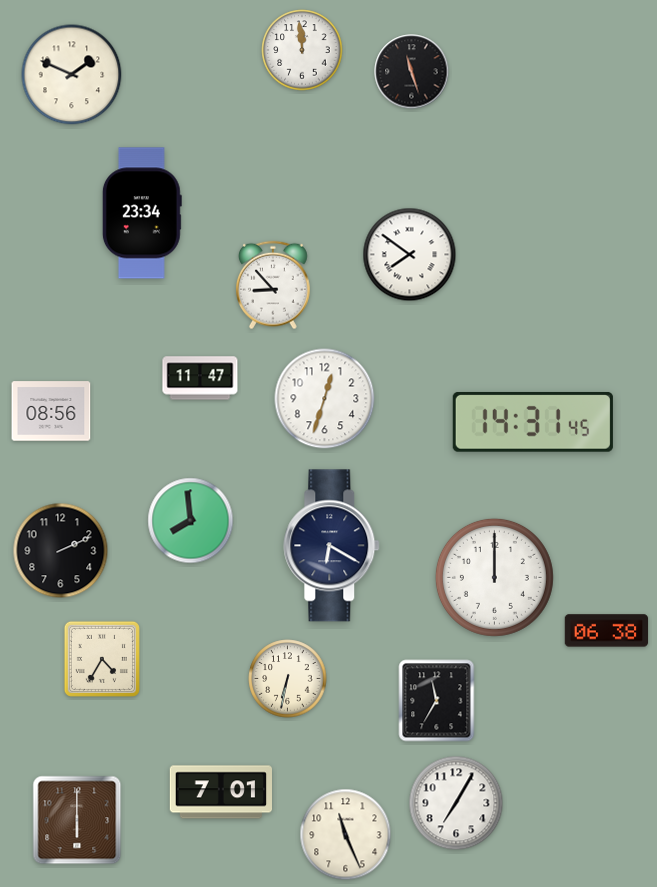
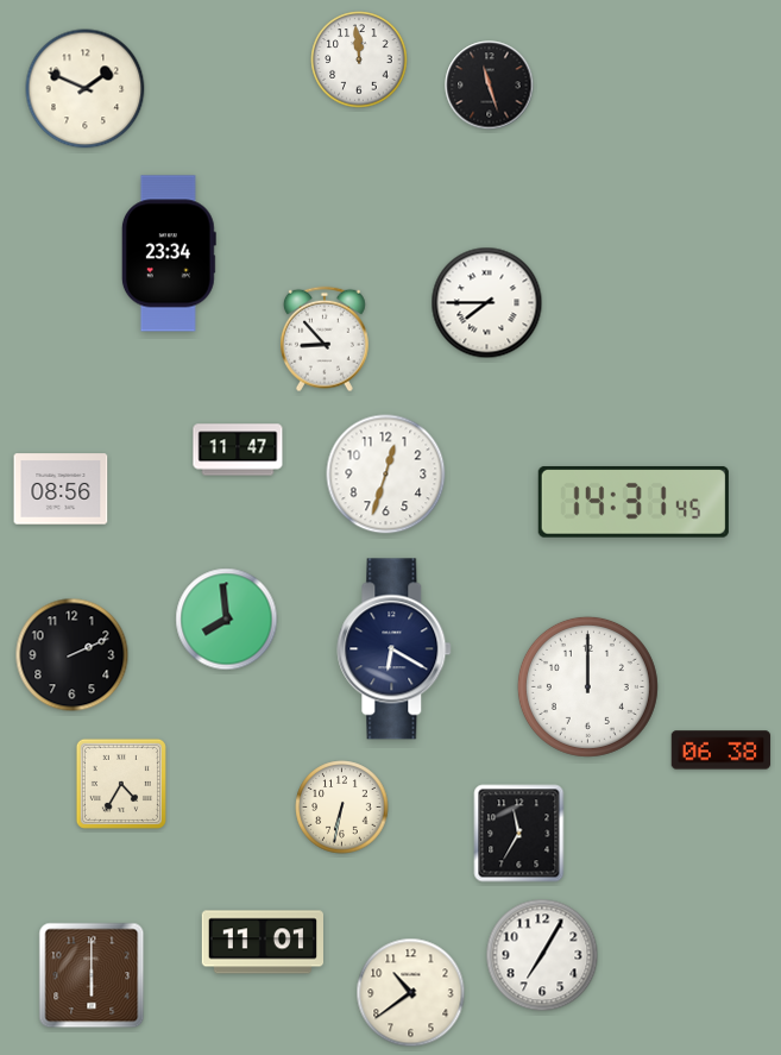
clock at (410, 255): 7:51 -> 7:45
clock at (220, 792): 7:01 -> 11:01
clock at (346, 835): 11:26 -> 10:39
